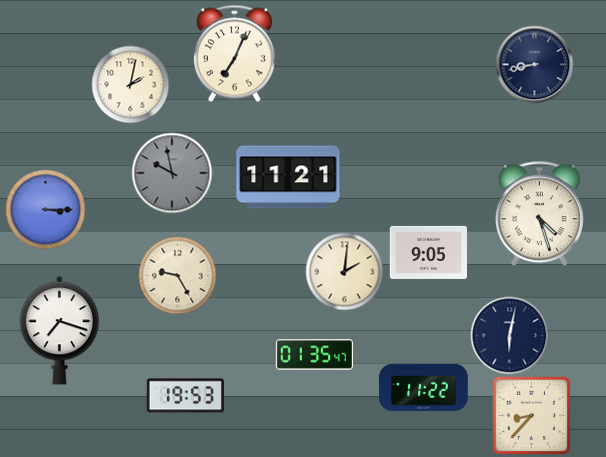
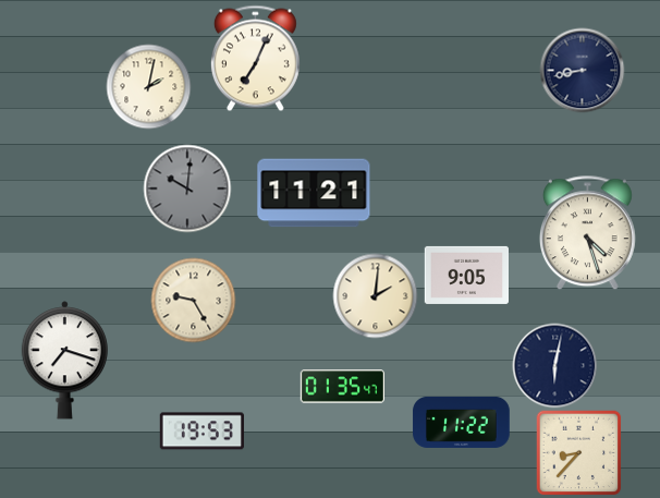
clock at (130, 84) position: (130, 84) -> (148, 86)
clock at (172, 173): 9:58 -> 10:01
clock at (45, 209): 3:15 -> none
